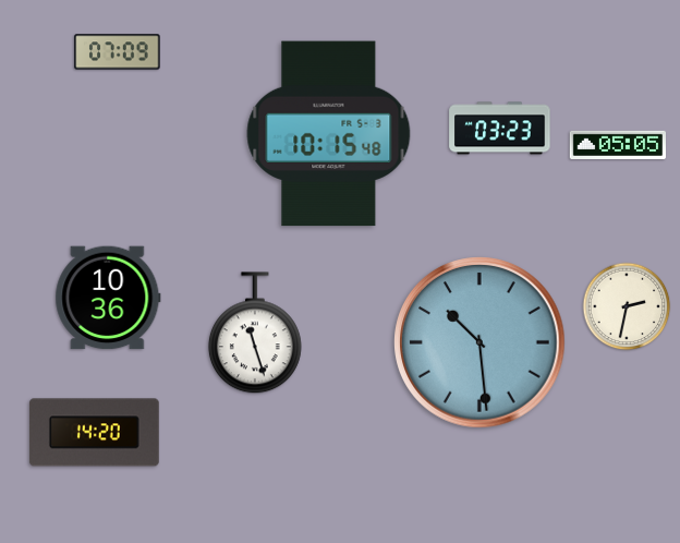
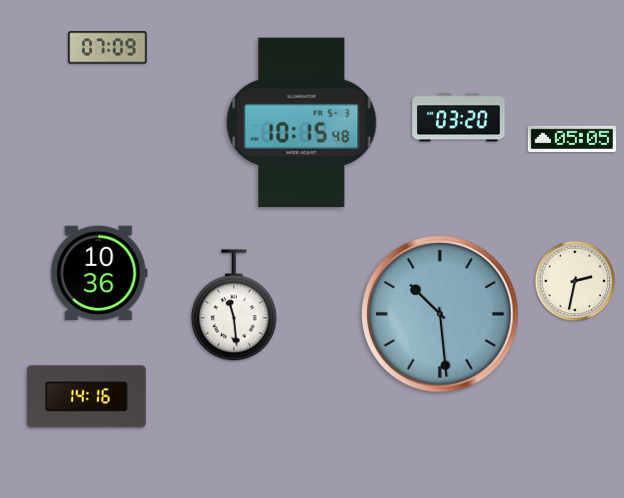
clock at (500, 129): 03:23 -> 03:20
clock at (618, 144) position: (618, 144) -> (572, 138)
clock at (255, 334): 11:27 -> 11:29
clock at (94, 433): 14:20 -> 14:16
